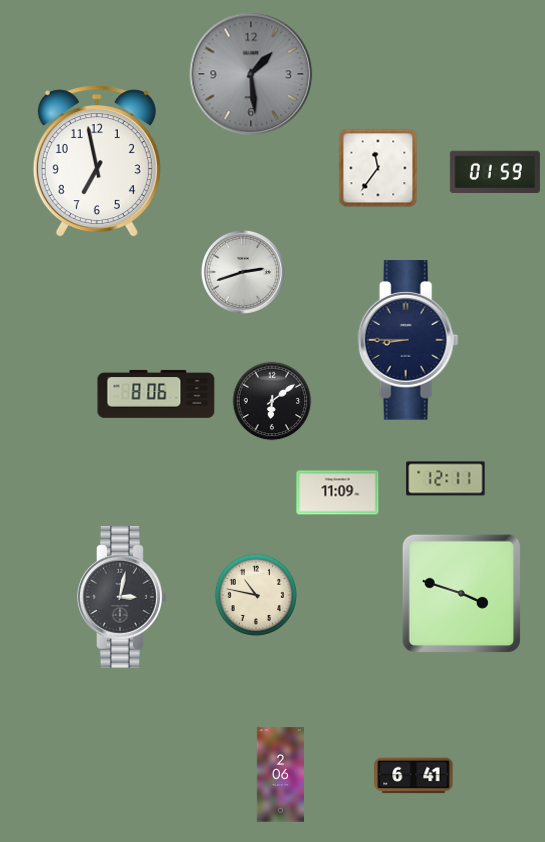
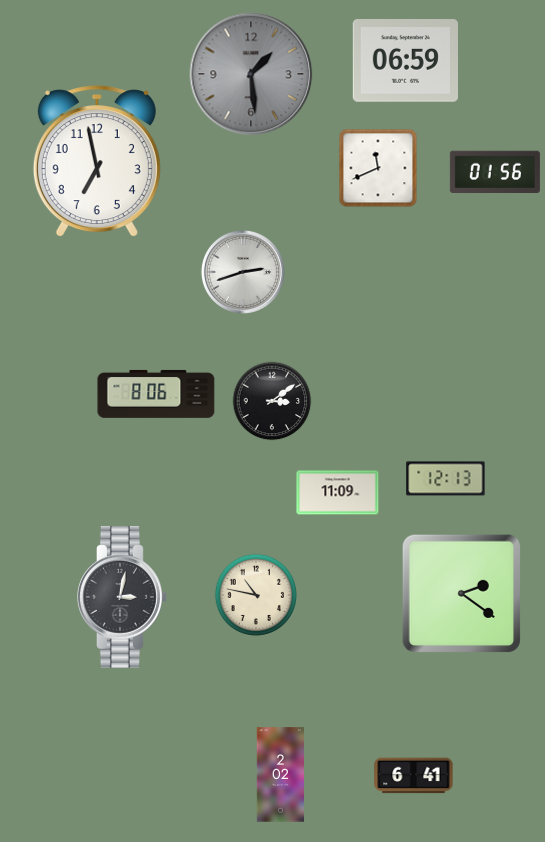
clock at (405, 61): none -> 06:59
clock at (378, 168): 11:36 -> 11:41
clock at (495, 172): 01:59 -> 01:56
clock at (408, 340): 8:45 -> none
clock at (272, 401): 6:09 -> 3:09
clock at (446, 479): 12:11 -> 12:13
clock at (462, 594): 3:48 -> 2:21
clock at (281, 775): 2:06 -> 2:02
